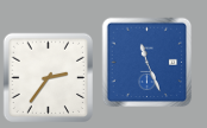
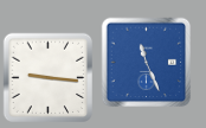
clock at (48, 77): 2:36 -> 9:16
